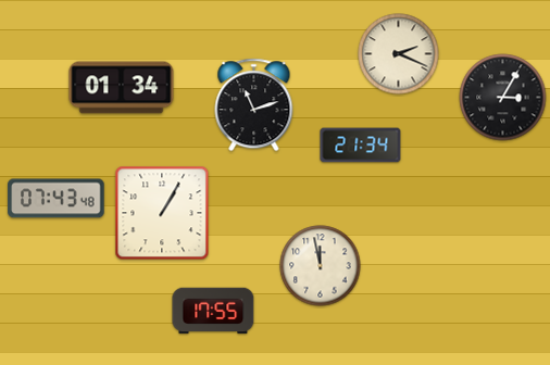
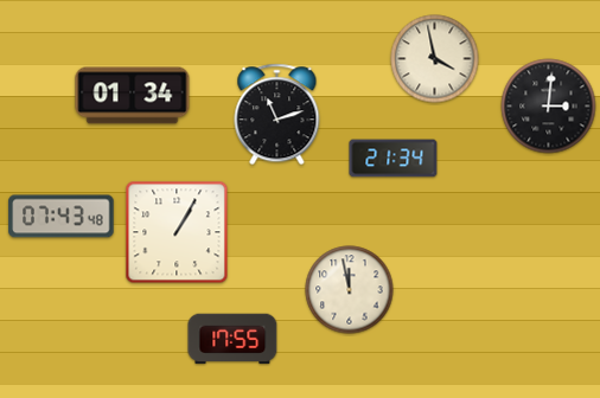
clock at (399, 54): 2:19 -> 3:58
clock at (503, 98): 3:05 -> 3:01
